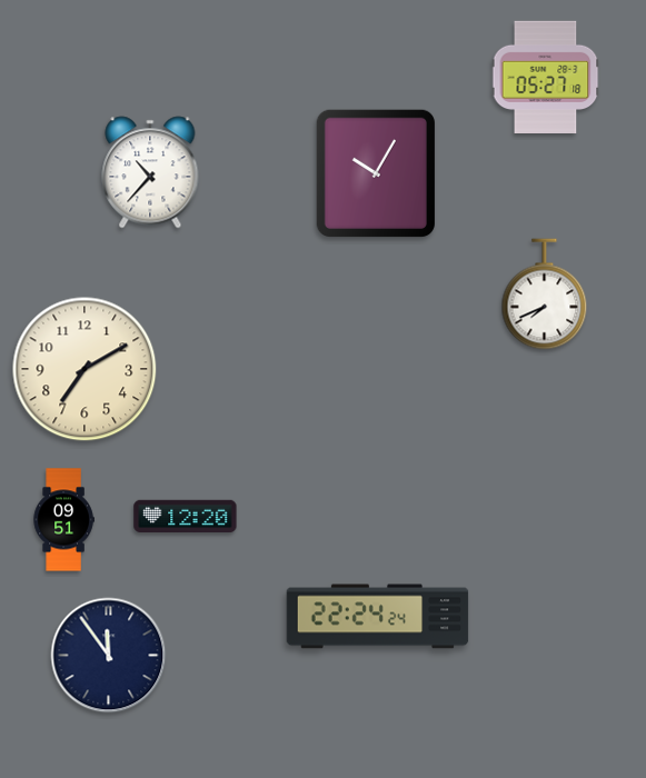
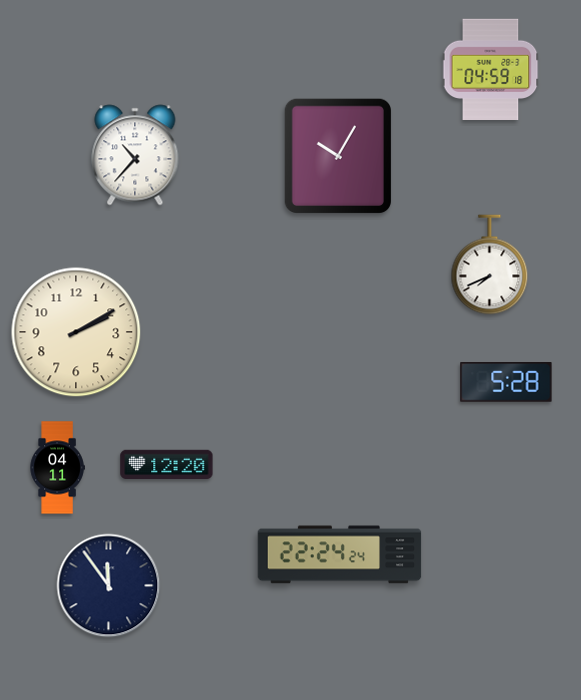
clock at (546, 77): 05:27 -> 04:59
clock at (85, 369): 7:10 -> 2:10
clock at (506, 382): none -> 5:28
clock at (63, 520): 09:51 -> 04:11
clock at (109, 656) position: (109, 656) -> (109, 586)
